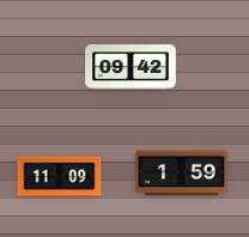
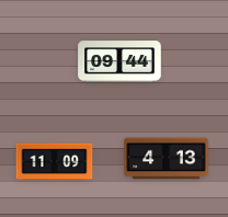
clock at (130, 67): 09:42 -> 09:44
clock at (182, 174): 1:59 -> 4:13
